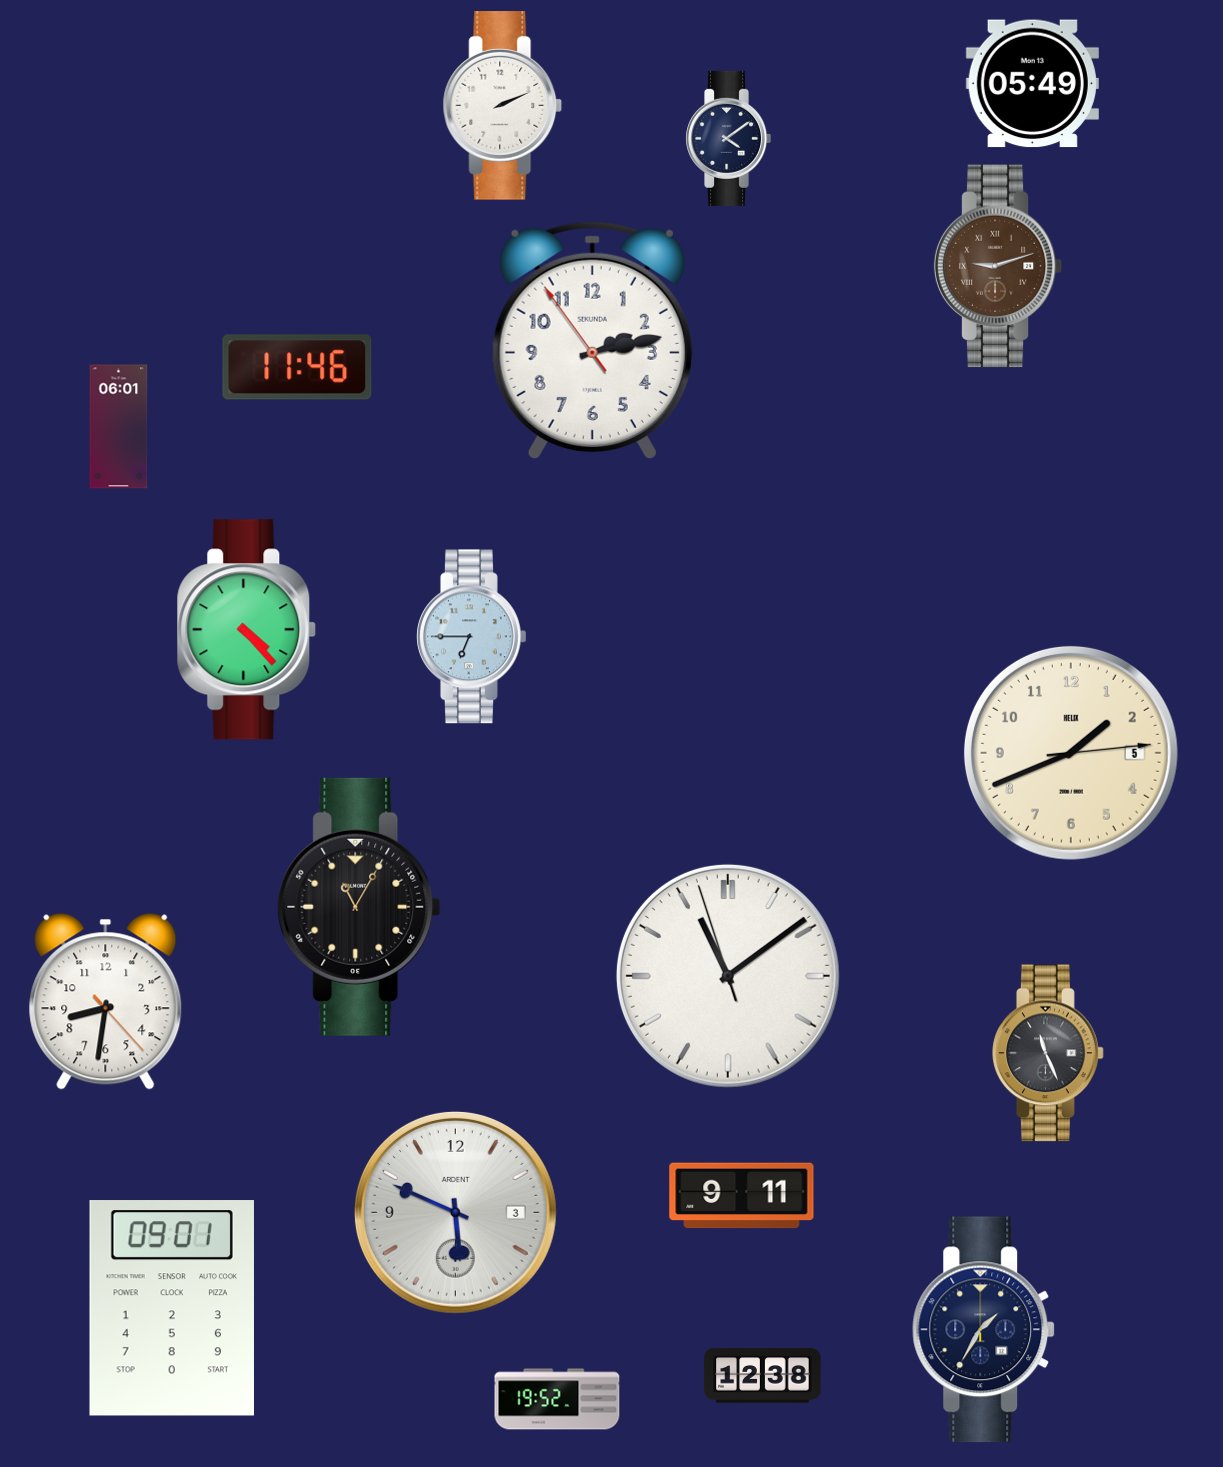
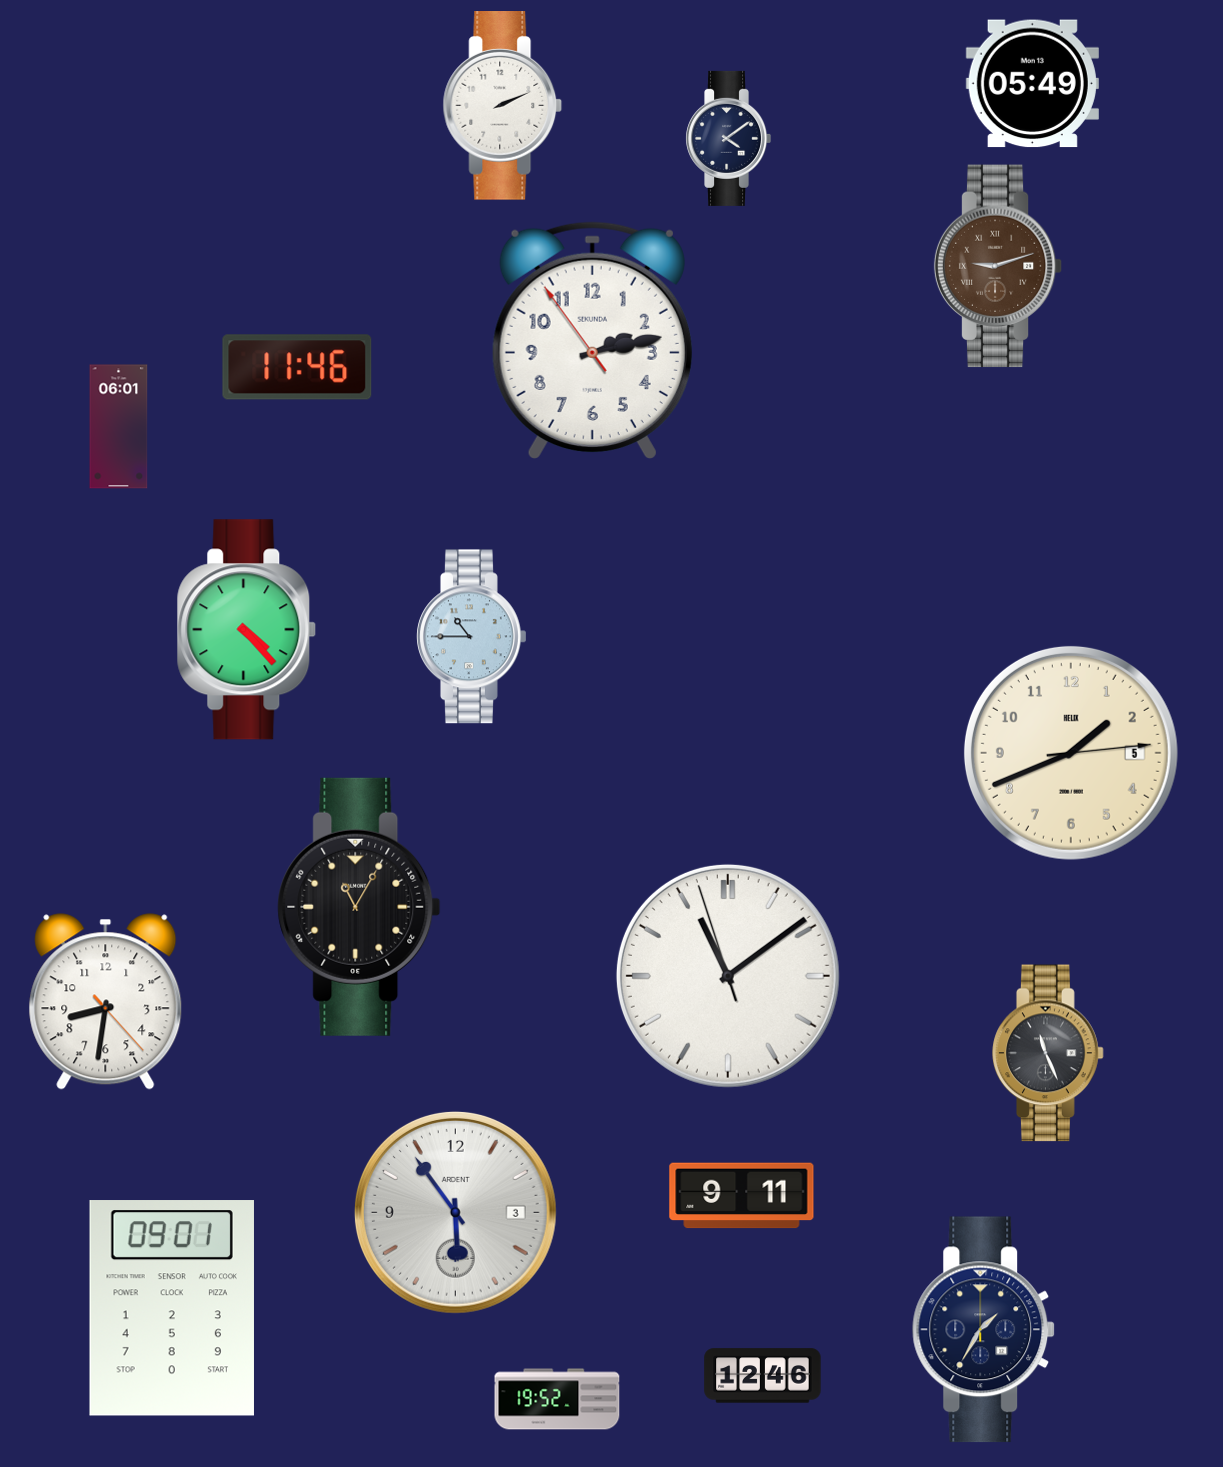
clock at (472, 637): 6:45 -> 10:45
clock at (455, 1212): 5:49 -> 5:54
clock at (763, 1376): 12:38 -> 12:46
